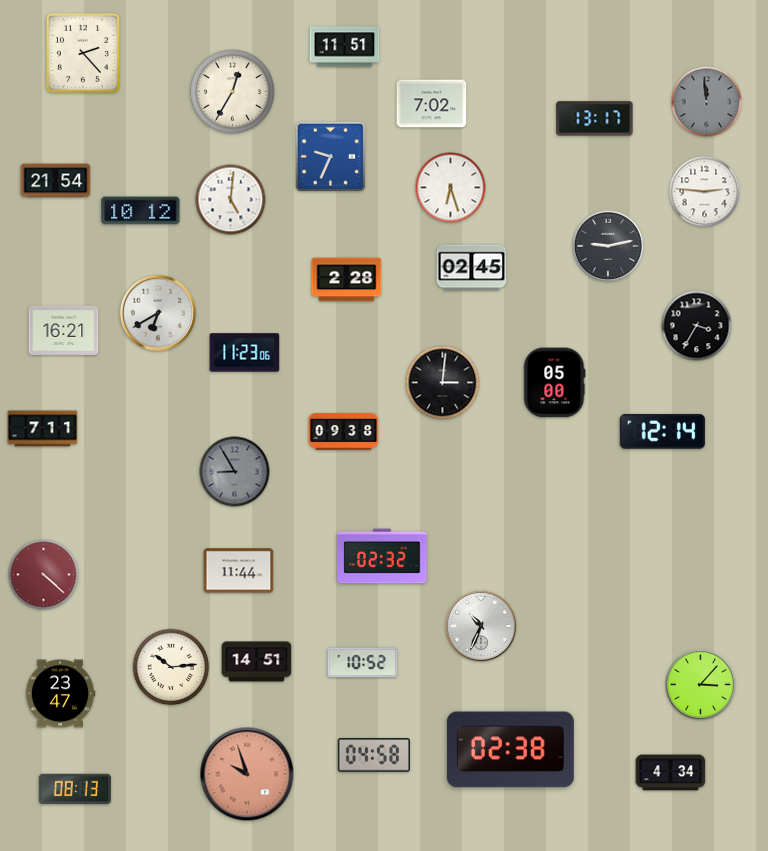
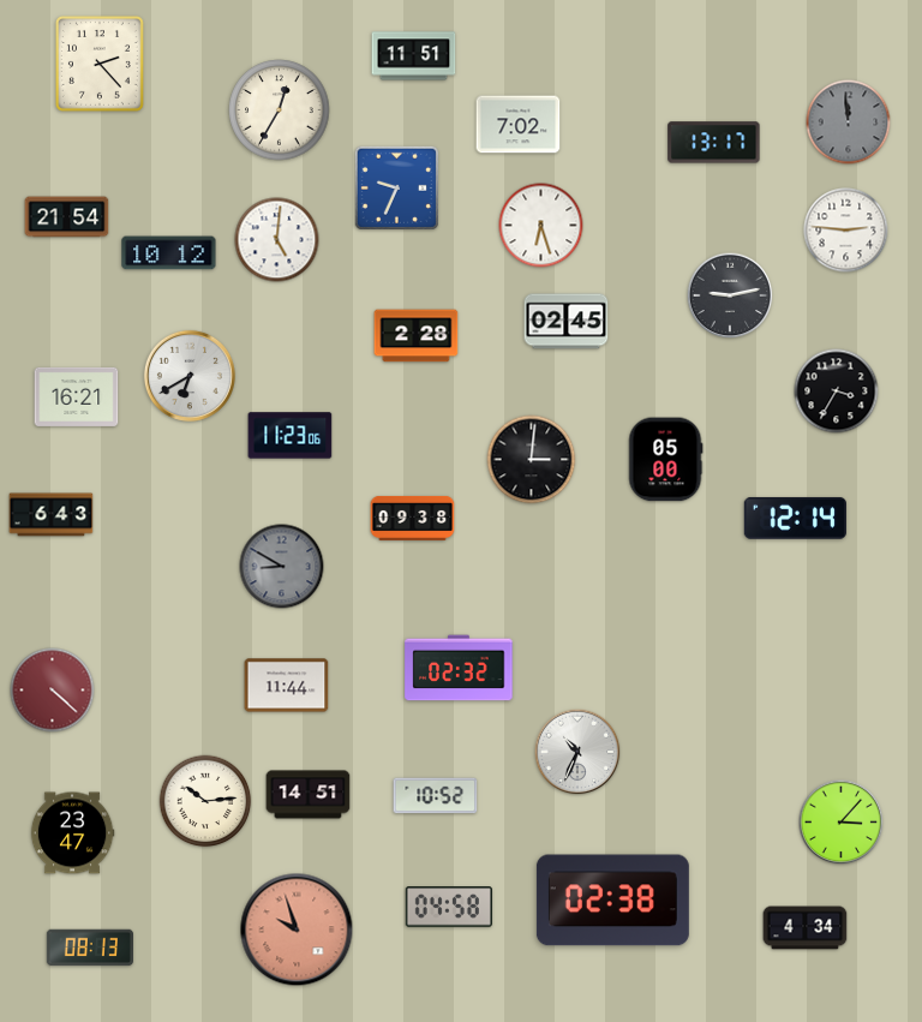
clock at (245, 353) position: (245, 353) -> (291, 436)
clock at (43, 429): 7:11 -> 6:43
clock at (235, 472): 8:55 -> 8:50
